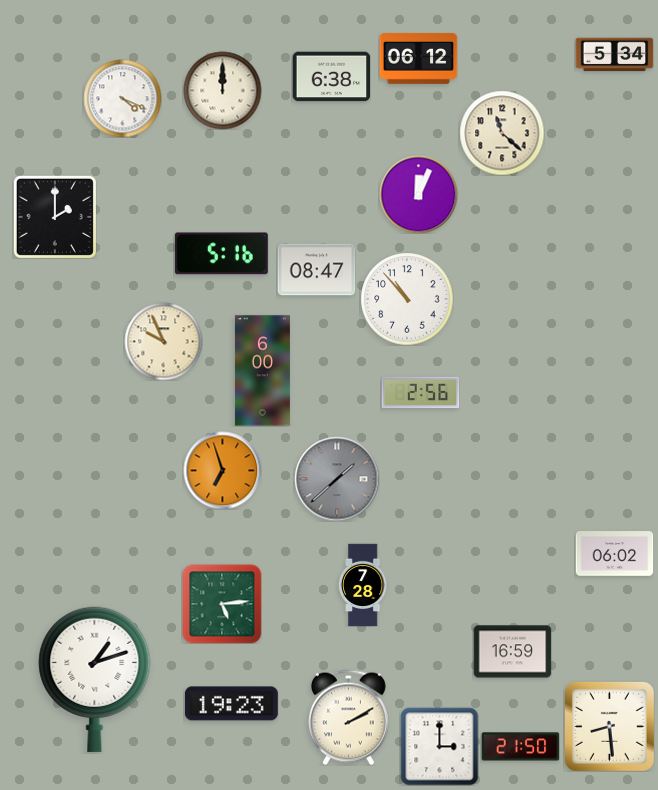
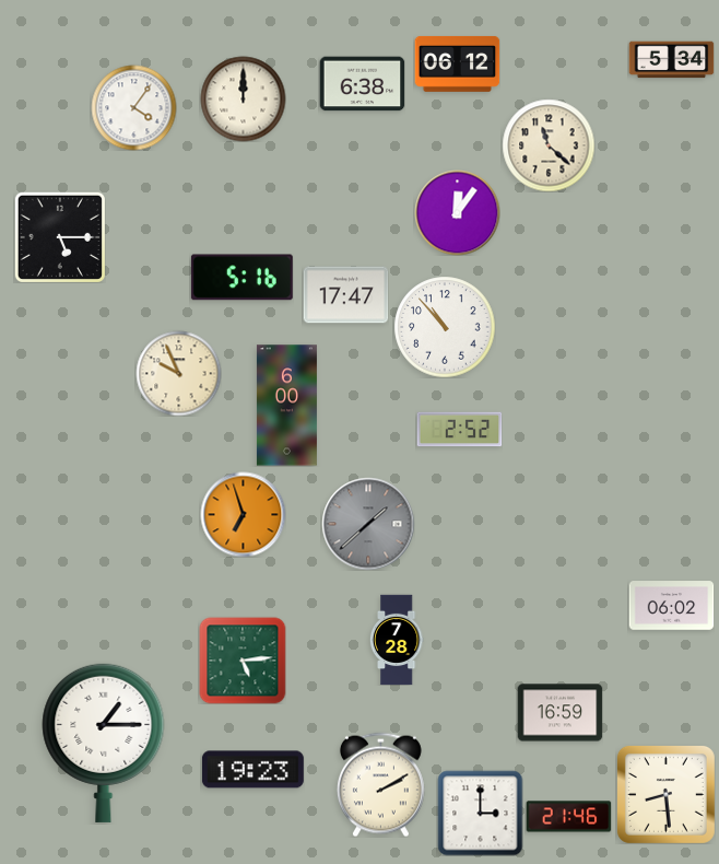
clock at (122, 98): 4:19 -> 4:06
clock at (418, 194): 12:04 -> 12:06
clock at (55, 217): 2:00 -> 5:15
clock at (316, 270): 08:47 -> 17:47
clock at (420, 393): 2:56 -> 2:52
clock at (95, 679): 1:12 -> 1:15
clock at (439, 746) position: (439, 746) -> (480, 813)
clock at (520, 747): 21:50 -> 21:46
